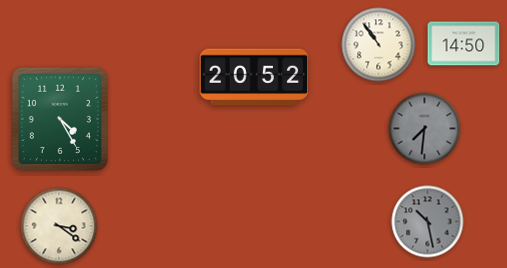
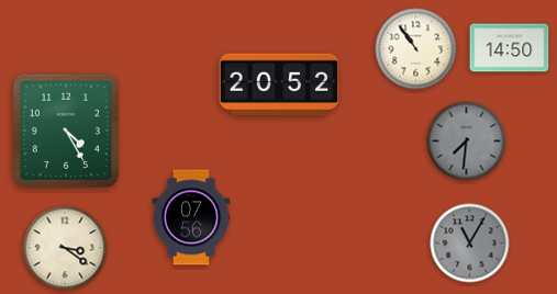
clock at (191, 217): none -> 07:56
clock at (428, 222): 10:28 -> 11:05
